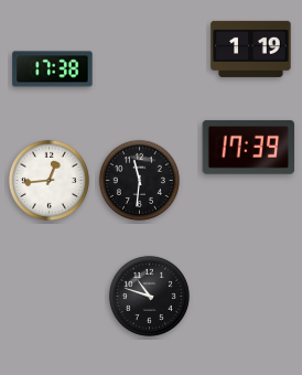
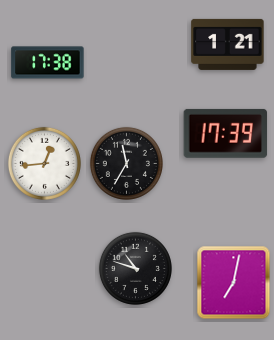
clock at (251, 49): 1:19 -> 1:21
clock at (139, 180): 11:31 -> 11:35
clock at (234, 283): none -> 7:02
